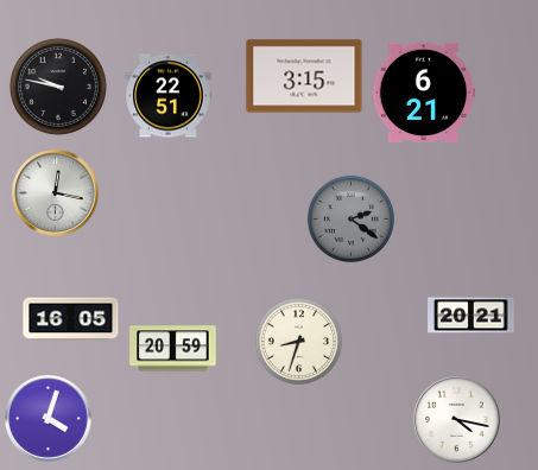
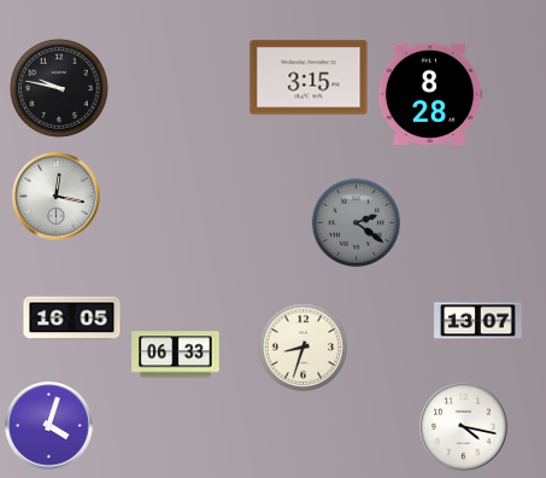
clock at (424, 93): 6:21 -> 8:28
clock at (169, 96): 22:51 -> none
clock at (471, 316): 20:21 -> 13:07
clock at (71, 319) position: (71, 319) -> (72, 319)
clock at (173, 349): 20:59 -> 06:33
